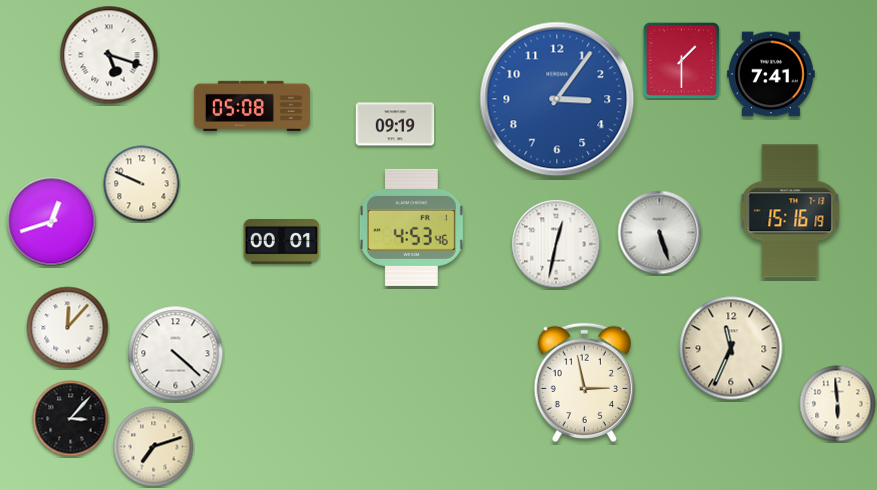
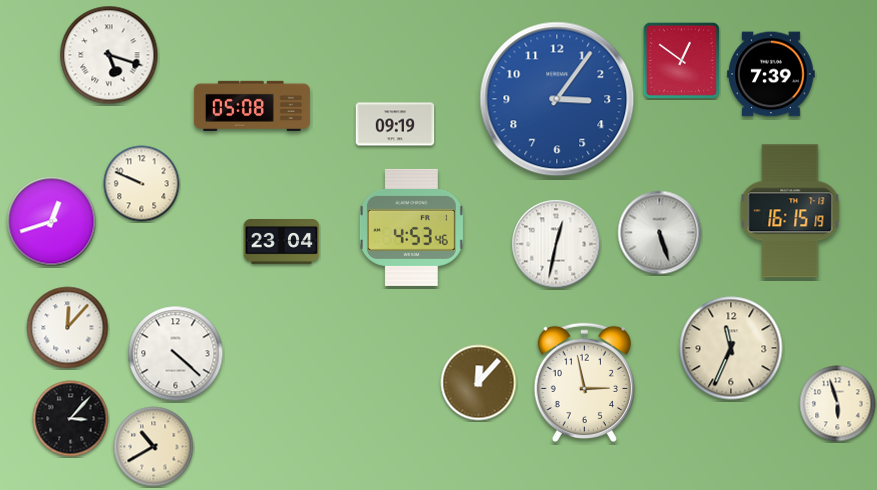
clock at (681, 60): 1:30 -> 12:51
clock at (771, 74): 7:41 -> 7:39
clock at (790, 211): 15:16 -> 16:15
clock at (282, 242): 00:01 -> 23:04
clock at (479, 383): none -> 12:07
clock at (838, 404): 5:59 -> 5:57
clock at (154, 447): 7:12 -> 10:40
